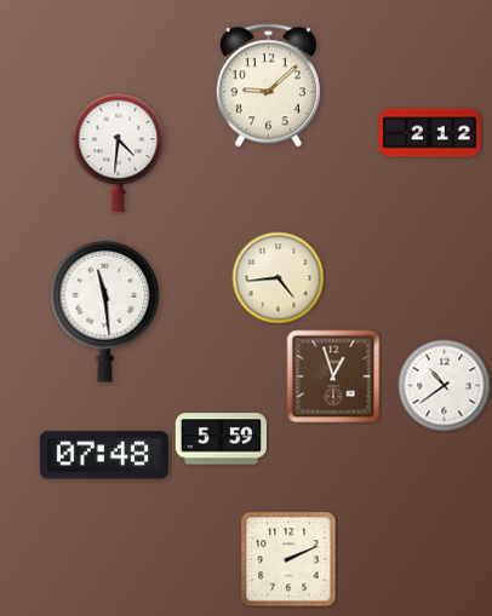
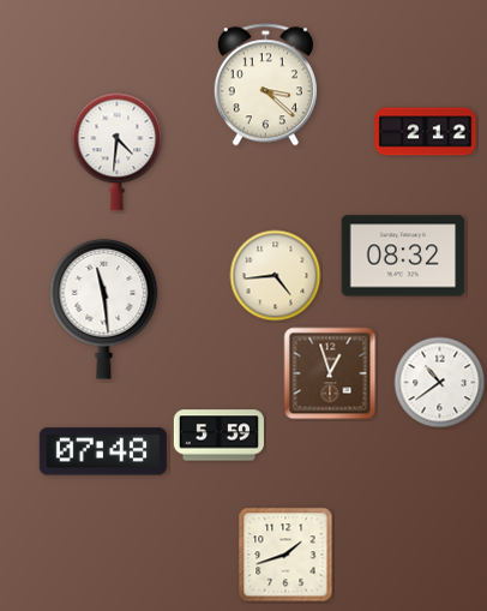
clock at (268, 86): 9:08 -> 3:22
clock at (403, 256): none -> 08:32
clock at (288, 559): 2:11 -> 1:42
